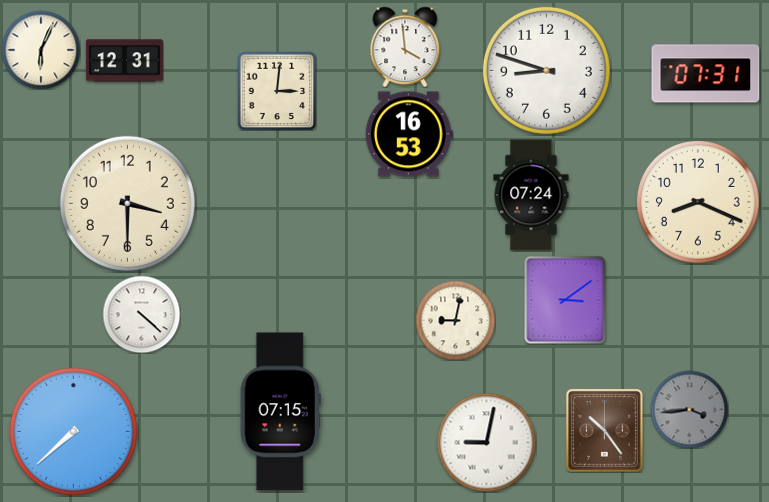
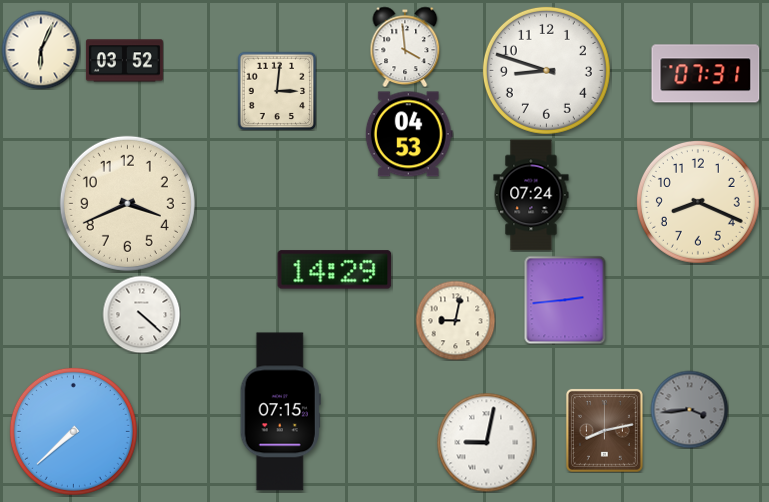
clock at (124, 61): 12:31 -> 03:52
clock at (409, 134): 16:53 -> 04:53
clock at (127, 203): 3:30 -> 3:41
clock at (335, 270): none -> 14:29
clock at (565, 300): 3:09 -> 2:44
clock at (604, 430): 10:24 -> 8:13
